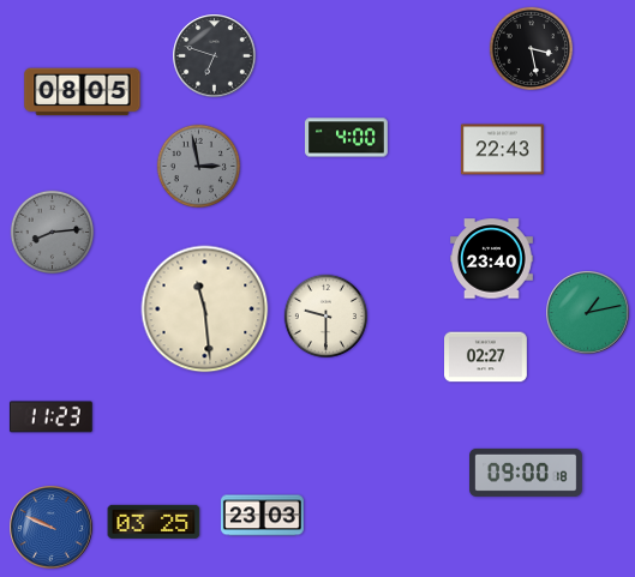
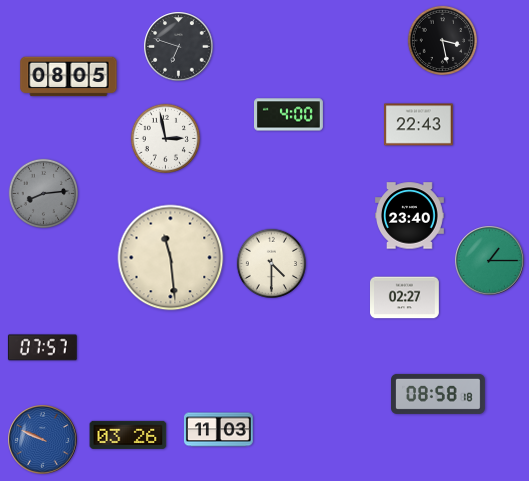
clock at (198, 166) dial: grey -> white
clock at (588, 313): 1:13 -> 1:15
clock at (325, 315): 9:30 -> 4:30
clock at (50, 417): 11:23 -> 07:57
clock at (527, 473): 09:00 -> 08:58
clock at (262, 516): 23:03 -> 11:03
clock at (154, 522): 03:25 -> 03:26
